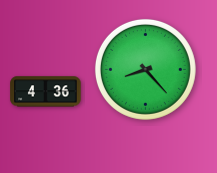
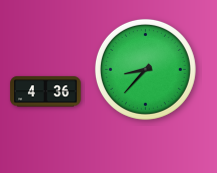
clock at (145, 69): 8:23 -> 8:37
